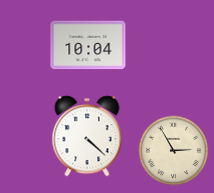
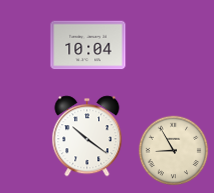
clock at (87, 136): 4:22 -> 10:21
clock at (174, 151): 2:55 -> 8:55
